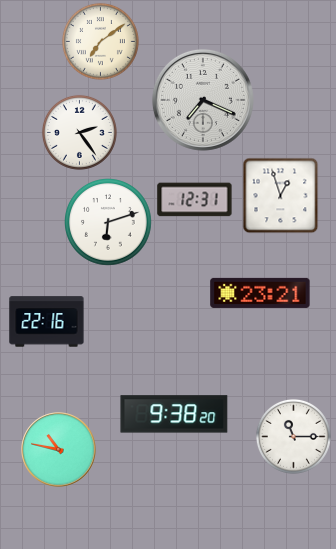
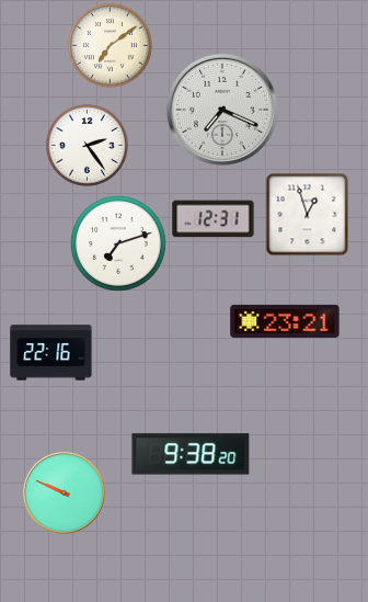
clock at (109, 223): 6:12 -> 7:12
clock at (293, 436): 11:15 -> none
clock at (59, 450): 10:47 -> 9:49
